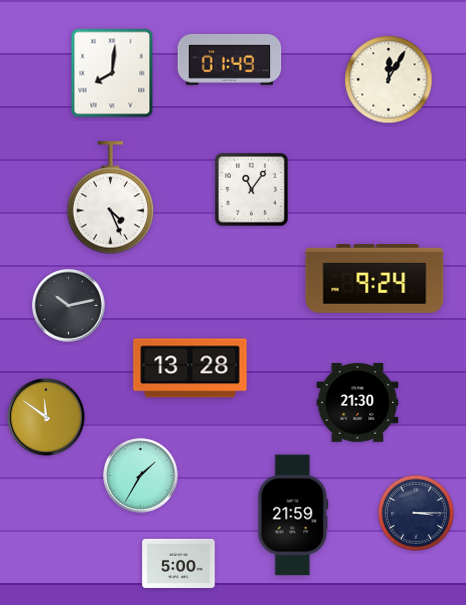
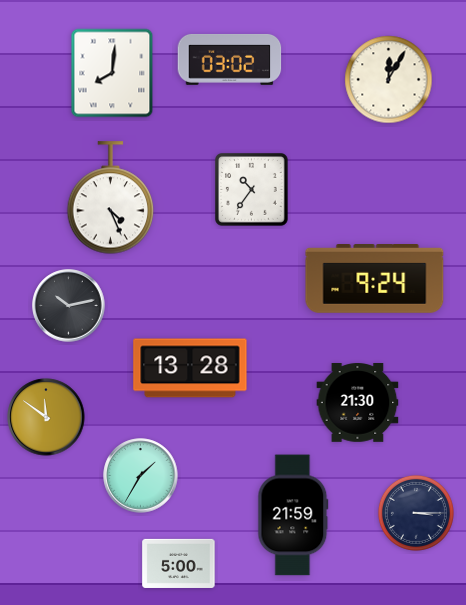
clock at (230, 59): 01:49 -> 03:02
clock at (252, 190): 11:06 -> 10:36
